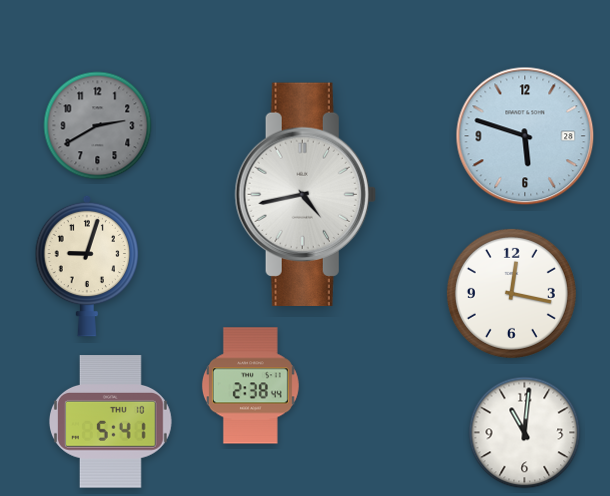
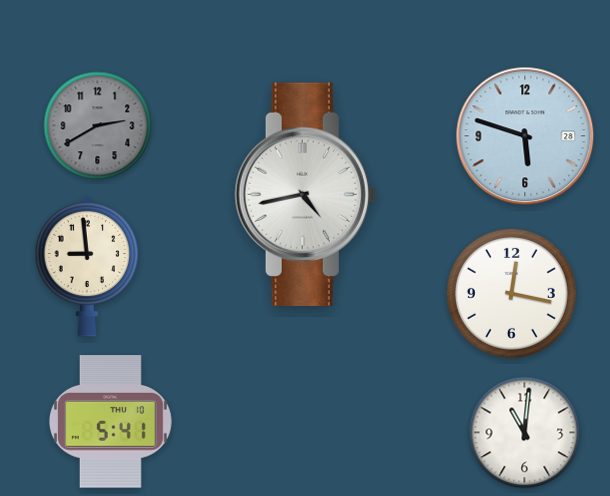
clock at (87, 266): 9:03 -> 8:59
clock at (250, 386): 2:38 -> none
